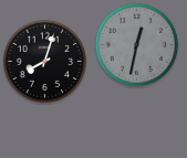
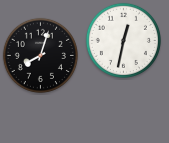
clock at (136, 44) dial: grey -> white
